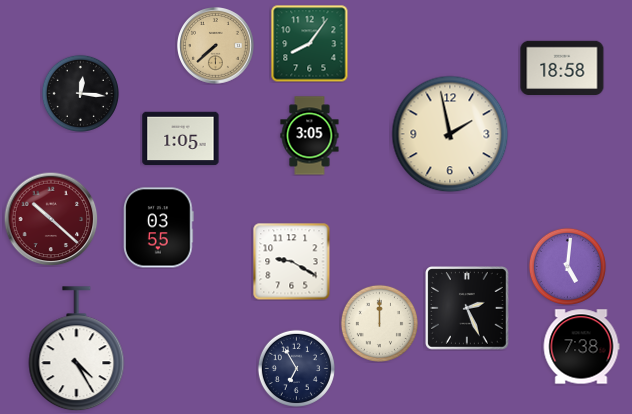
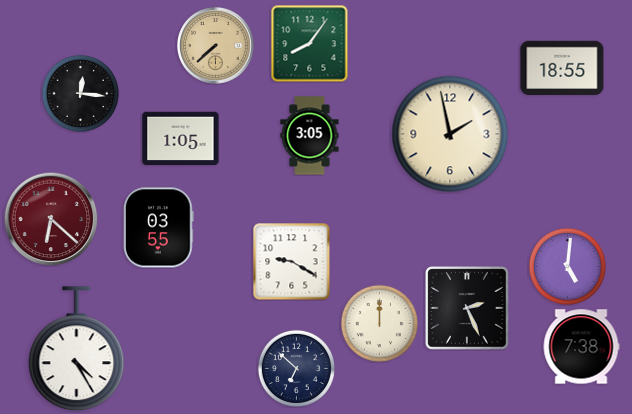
clock at (562, 67): 18:58 -> 18:55
clock at (51, 219): 10:22 -> 6:22
clock at (296, 368): 6:55 -> 6:52
